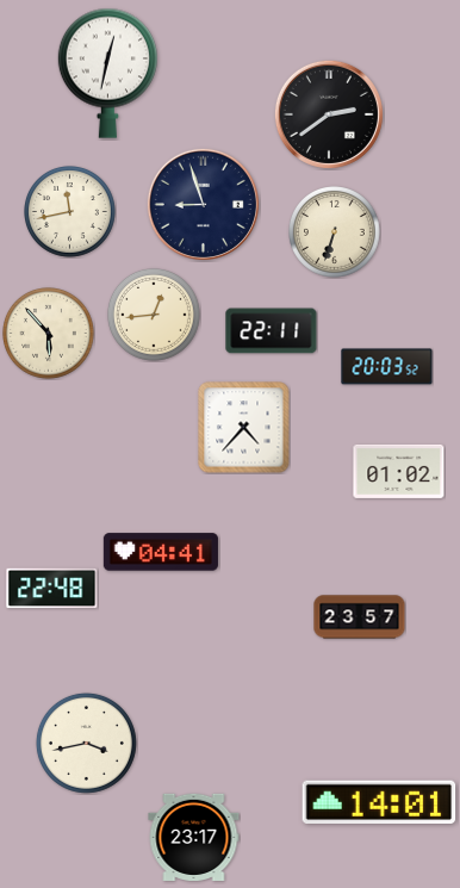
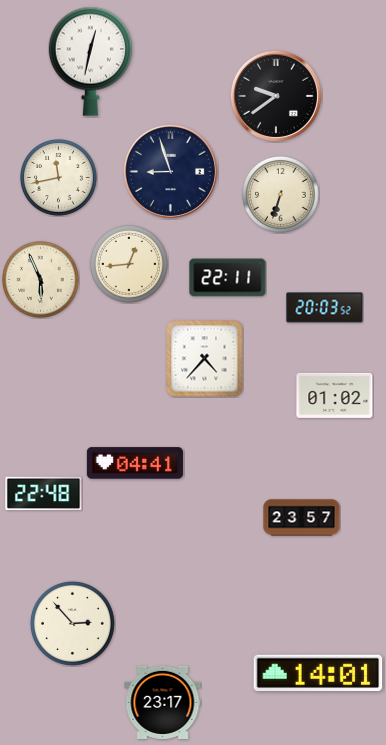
clock at (329, 114): 2:39 -> 9:39
clock at (49, 334): 5:53 -> 5:56
clock at (86, 743): 3:43 -> 2:53
